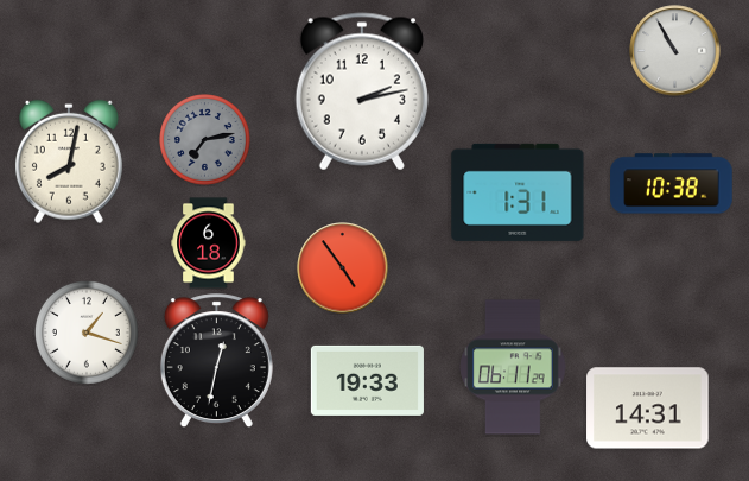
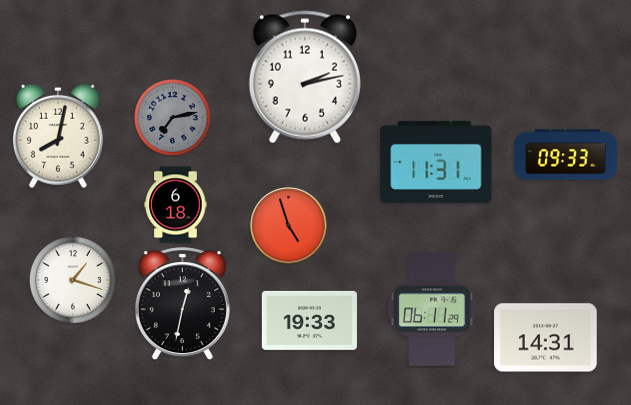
clock at (675, 51): 10:55 -> none
clock at (672, 184): 10:38 -> 09:33
clock at (518, 192): 1:31 -> 11:31
clock at (343, 268): 4:54 -> 4:57
clock at (648, 409) position: (648, 409) -> (546, 338)
